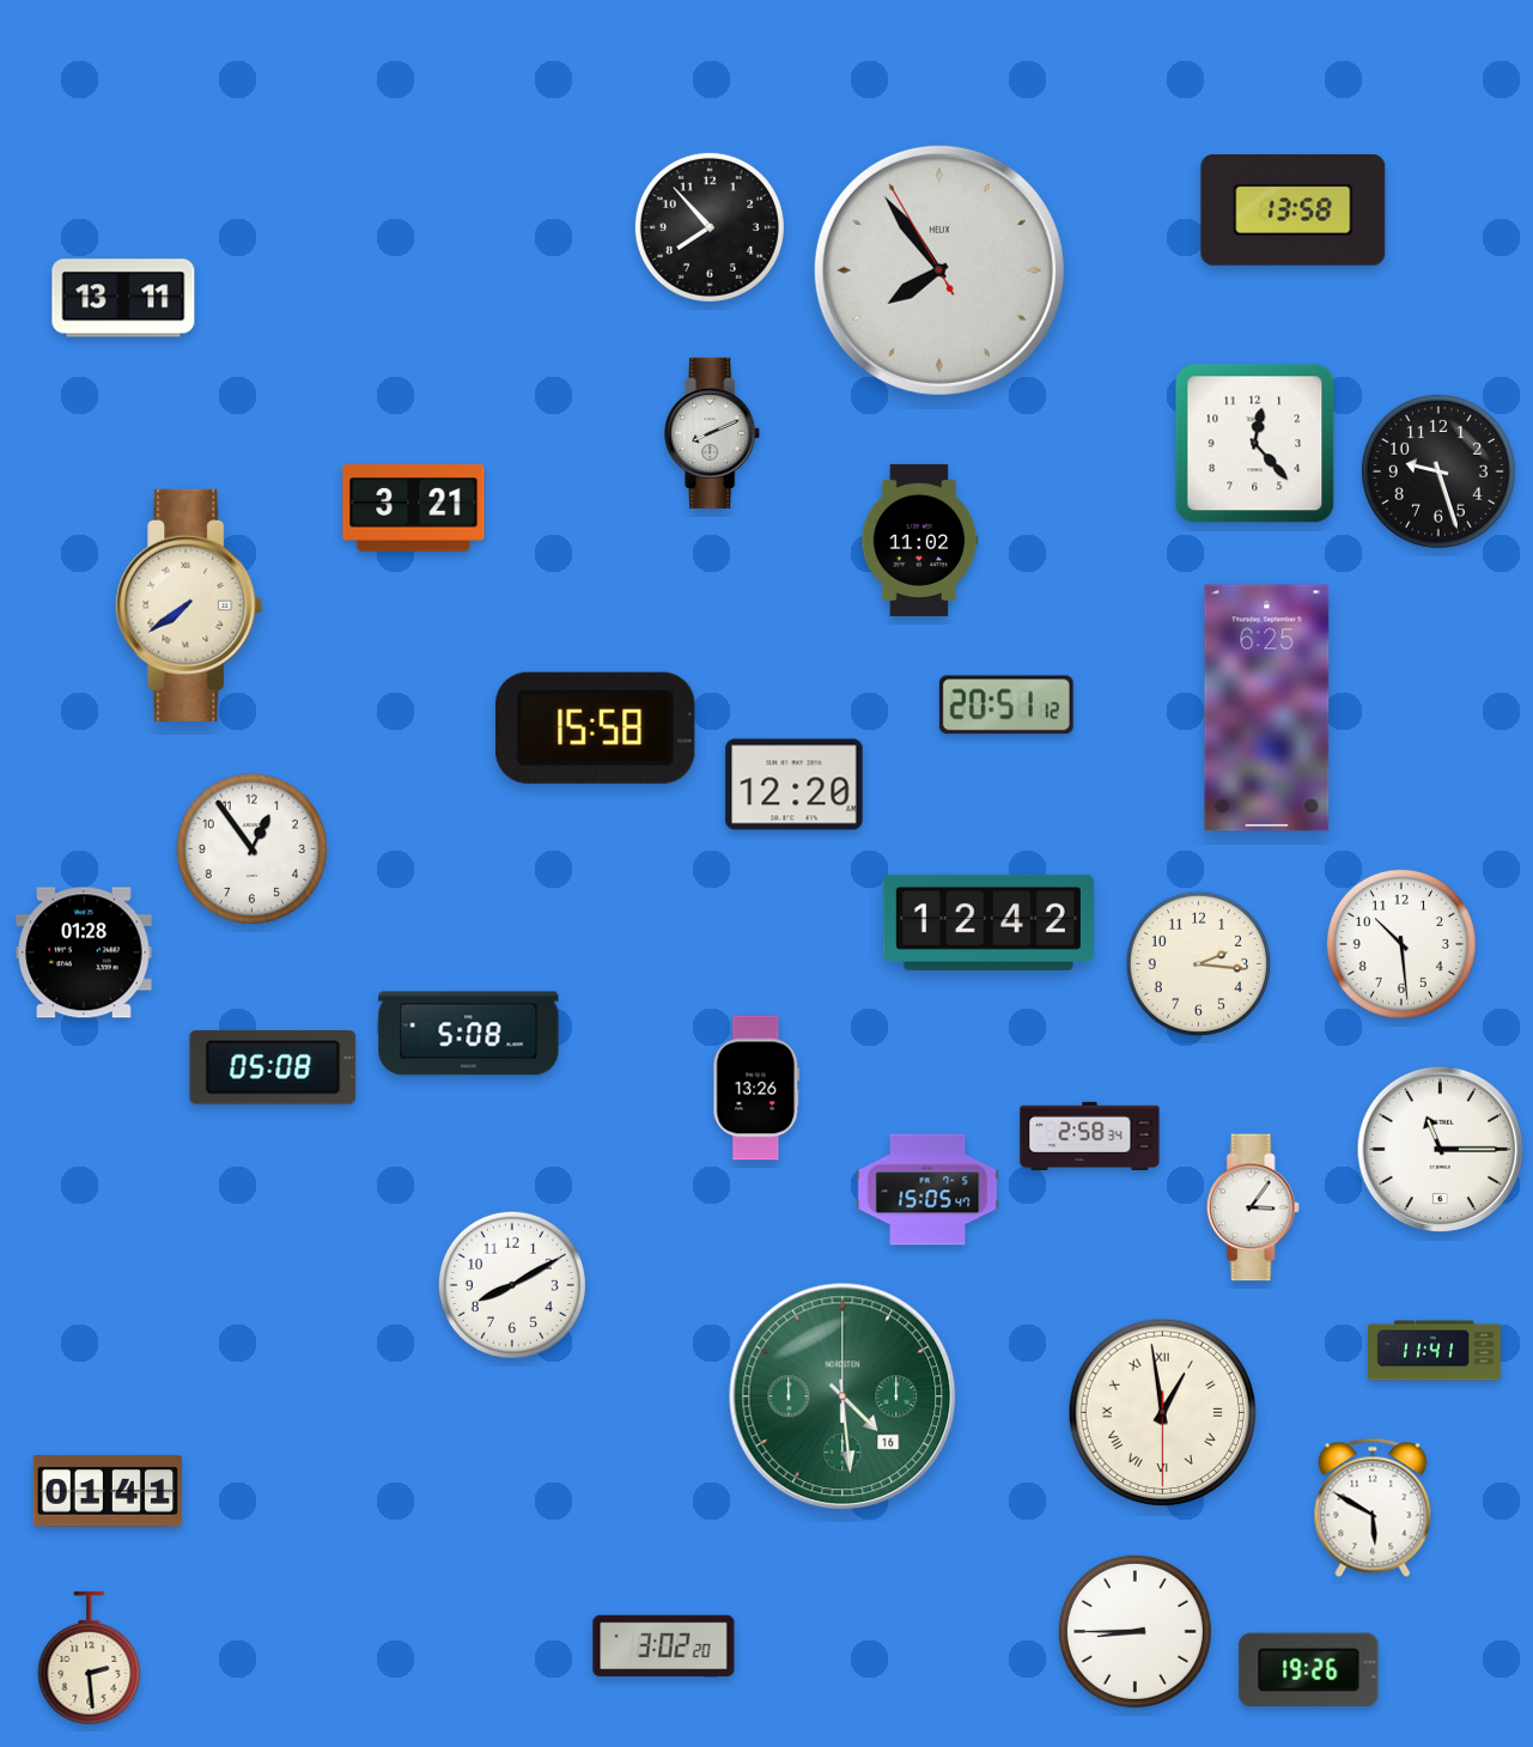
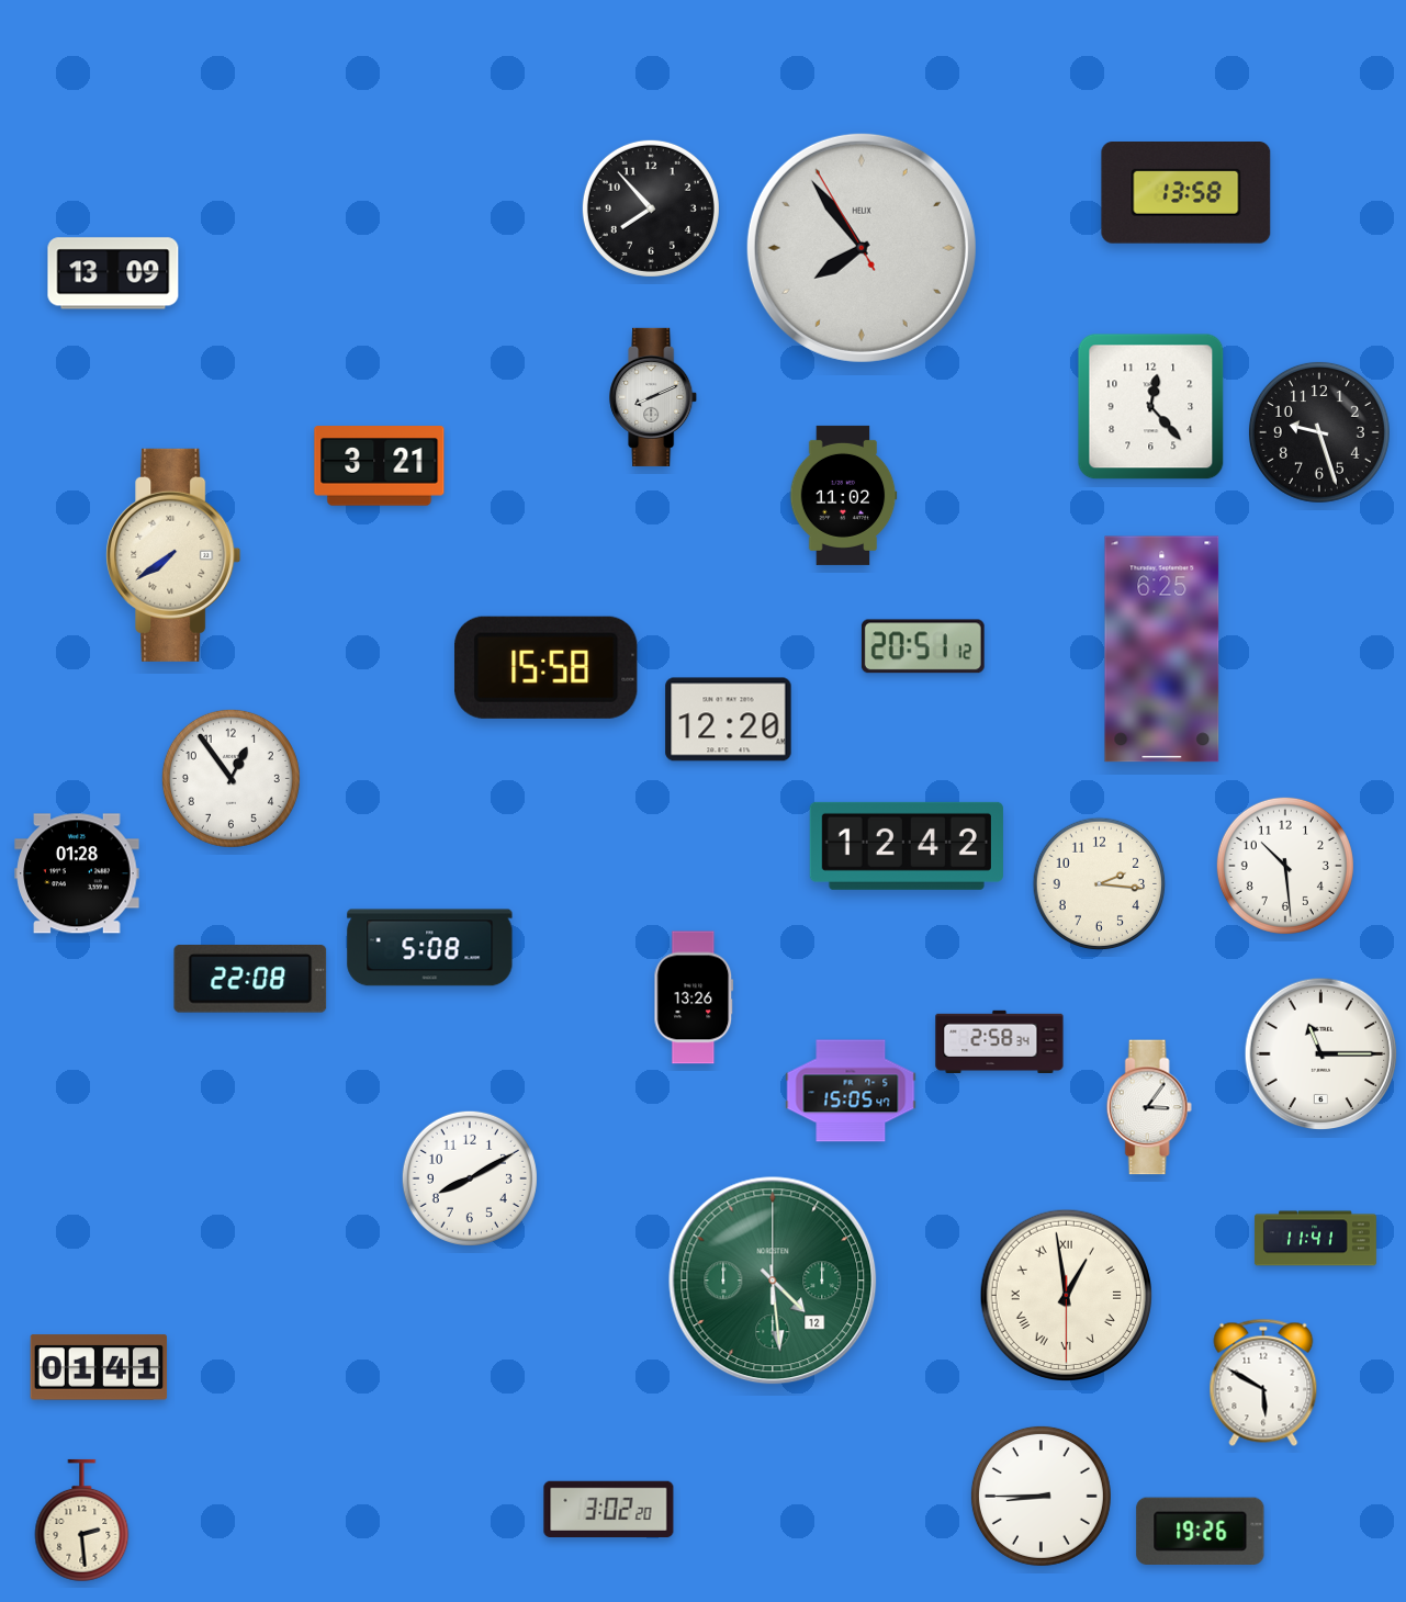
clock at (123, 298): 13:11 -> 13:09
clock at (273, 1069): 05:08 -> 22:08
clock at (842, 1396) date: 16 -> 12
clock at (1373, 1508) position: (1373, 1508) -> (1263, 1383)
